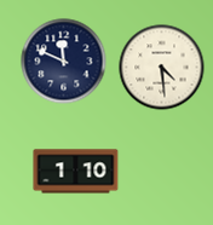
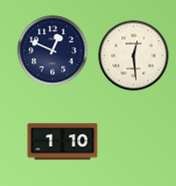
clock at (64, 62): 11:49 -> 12:49
clock at (162, 68): 4:29 -> 12:29
